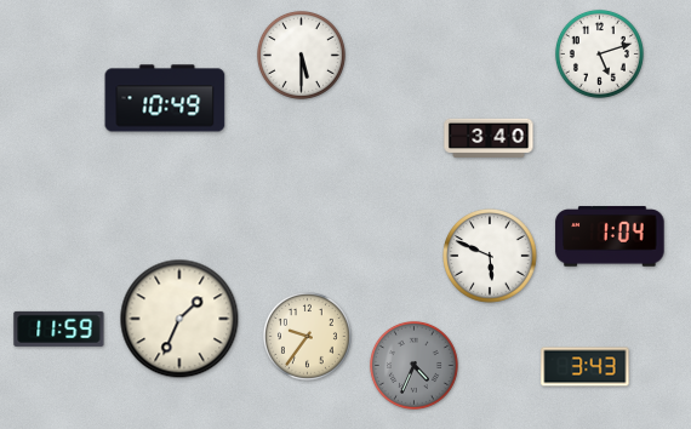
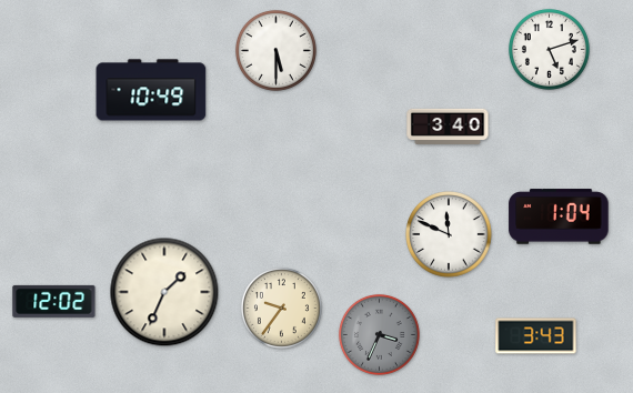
clock at (490, 256): 5:49 -> 11:49
clock at (59, 328): 11:59 -> 12:02
clock at (413, 365): 4:34 -> 3:34
